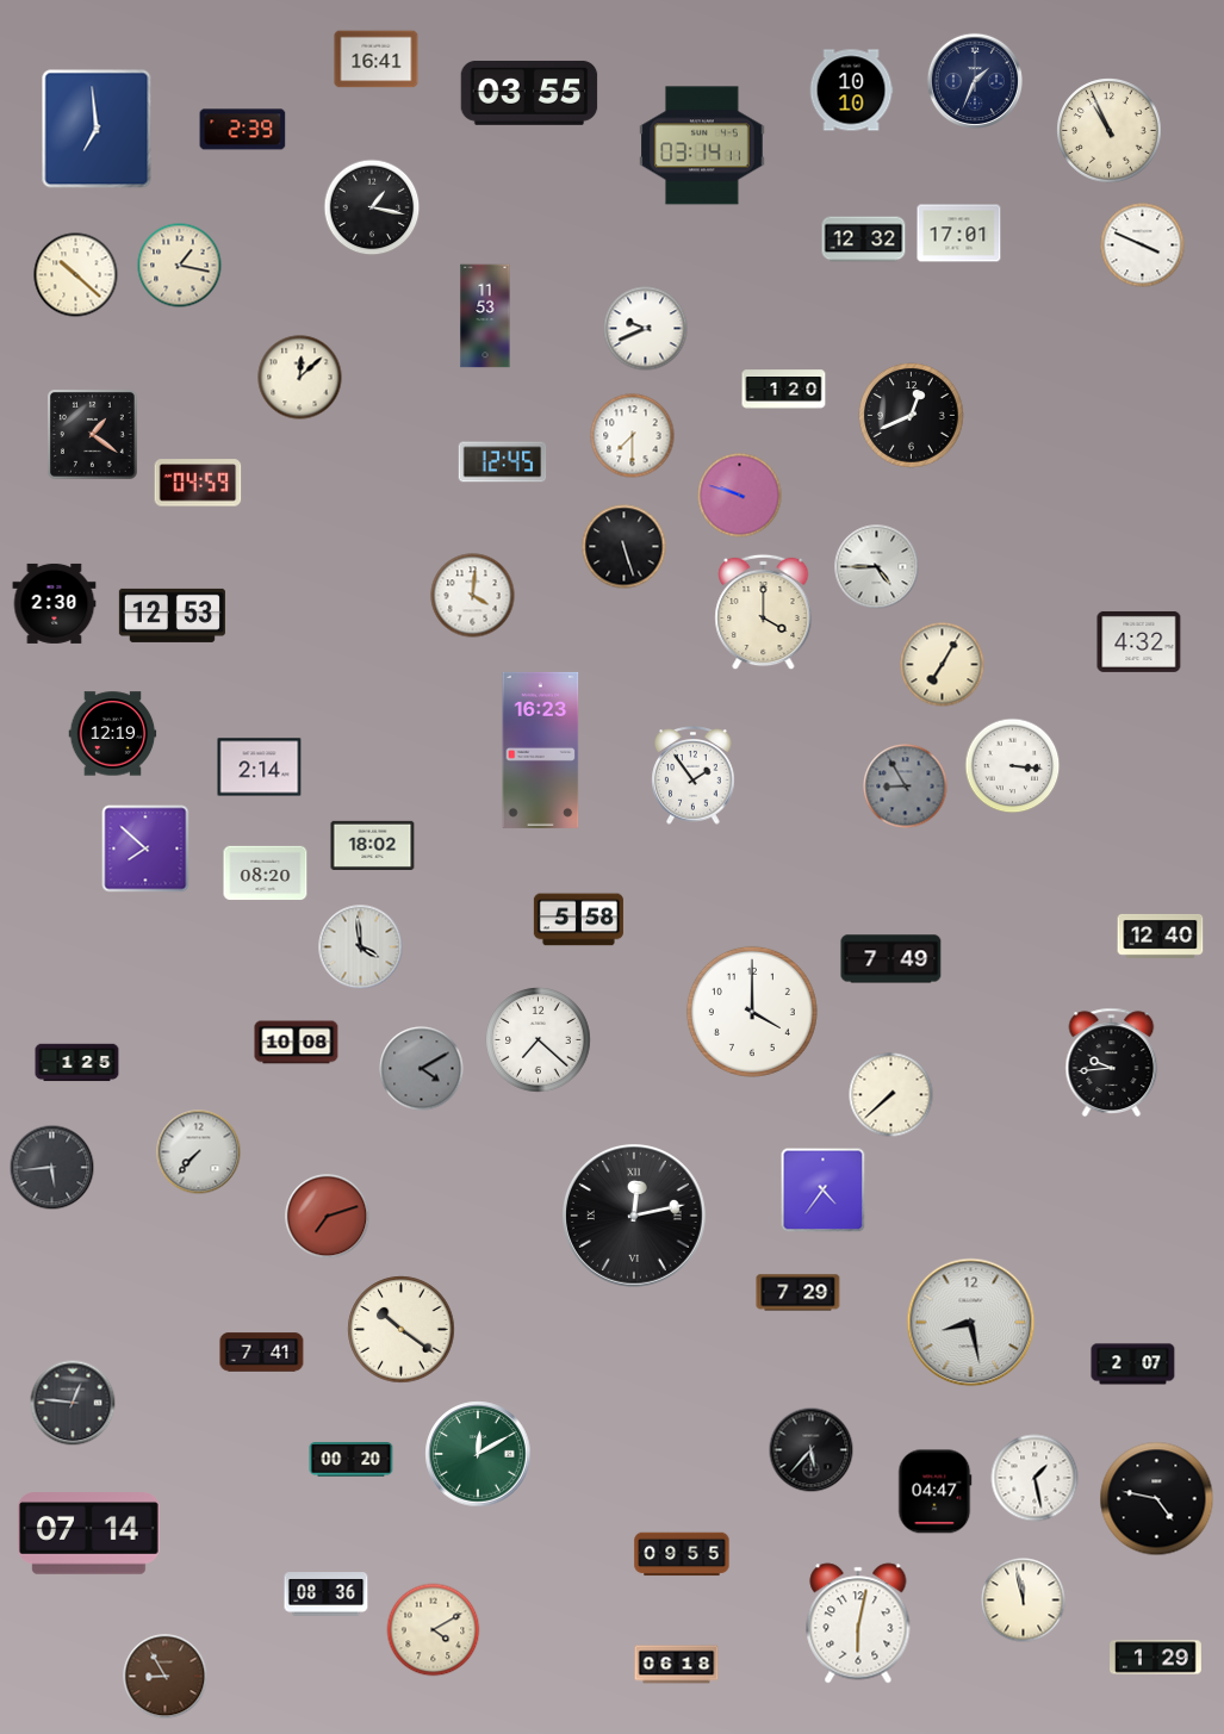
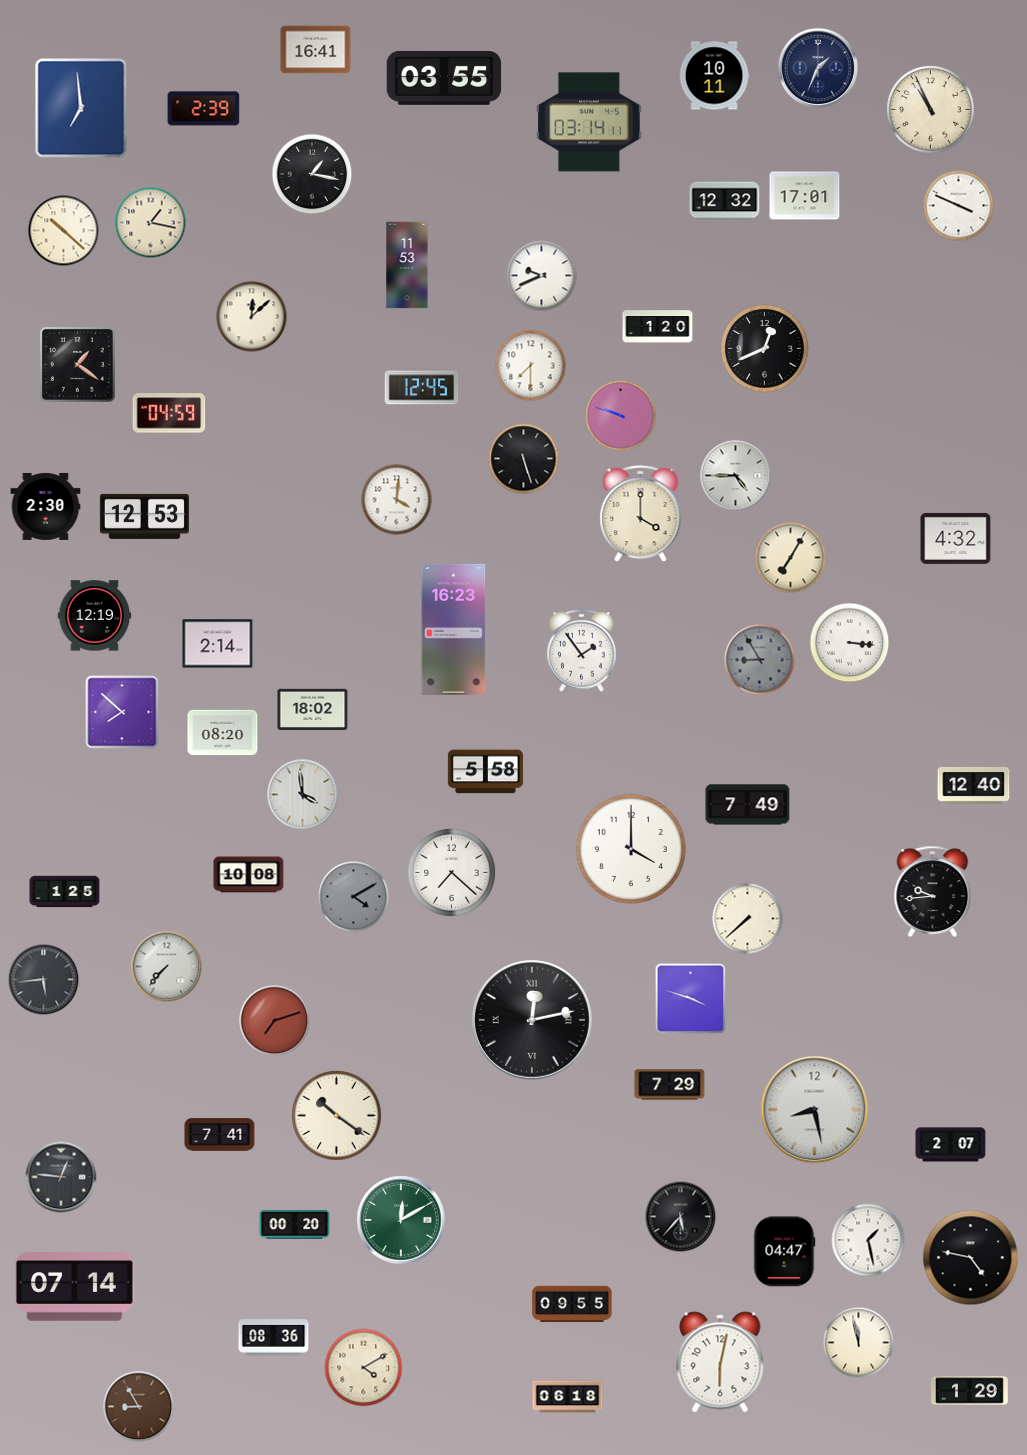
clock at (851, 91): 10:10 -> 10:11
clock at (198, 483) position: (198, 483) -> (169, 413)
clock at (824, 1191): 4:36 -> 3:48
